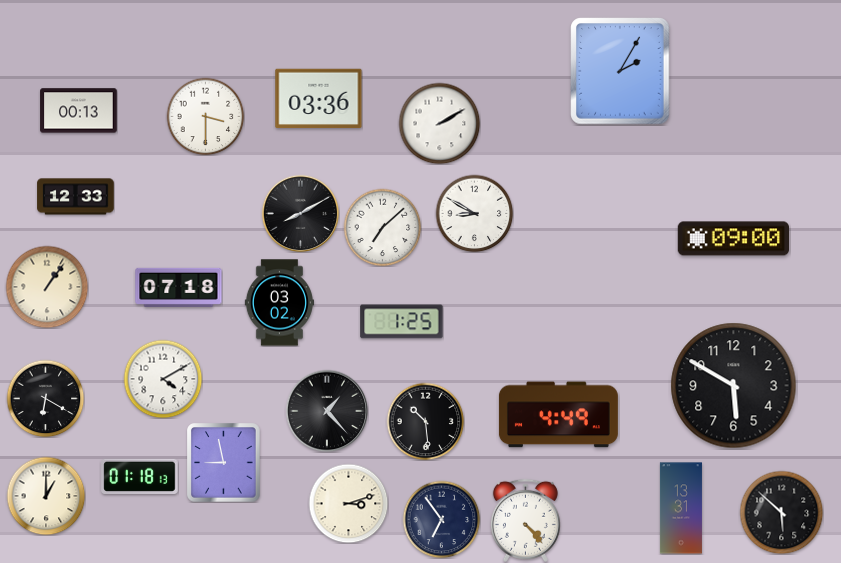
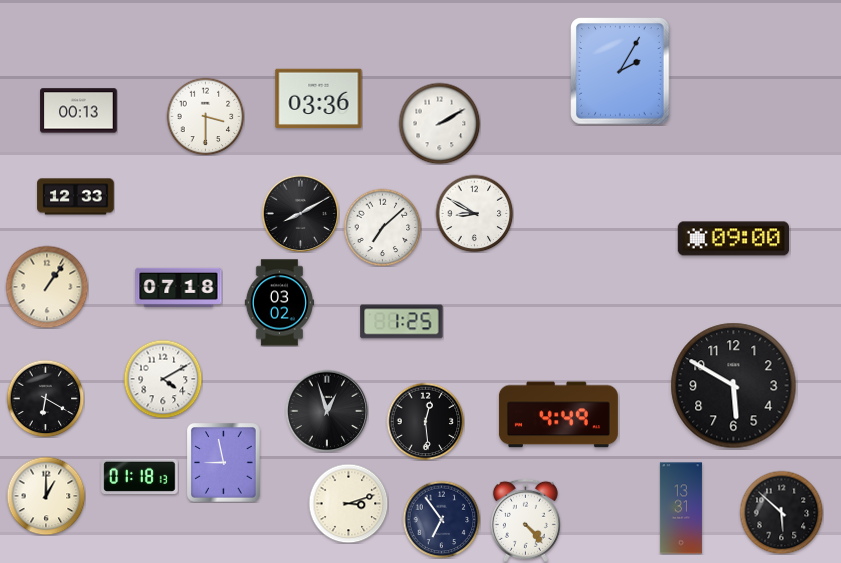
clock at (327, 411): 1:23 -> 12:57
clock at (425, 421): 10:29 -> 12:29
